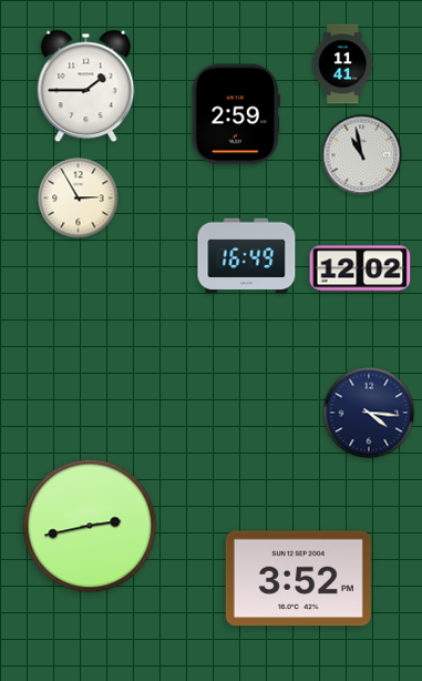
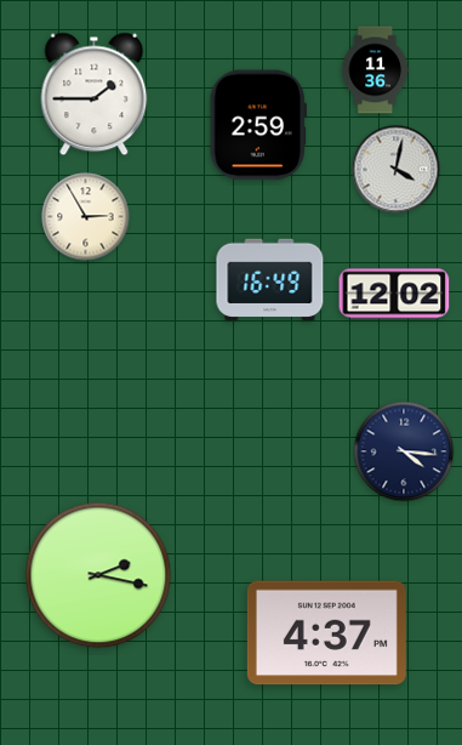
clock at (342, 64): 11:41 -> 11:36
clock at (362, 155): 10:58 -> 4:02
clock at (90, 526): 2:43 -> 2:17
clock at (298, 579): 3:52 -> 4:37
